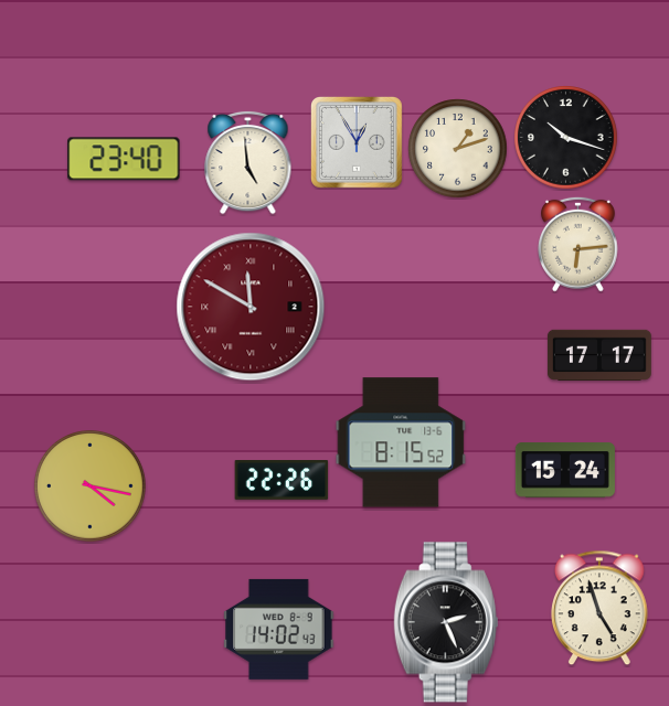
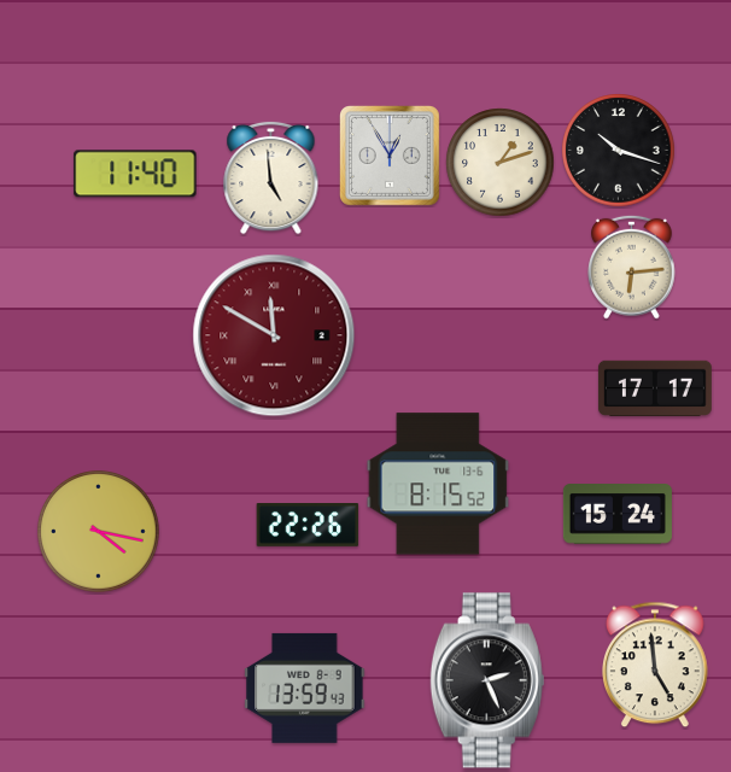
clock at (124, 159): 23:40 -> 11:40
clock at (601, 608): 4:57 -> 4:59
clock at (279, 629): 14:02 -> 13:59
